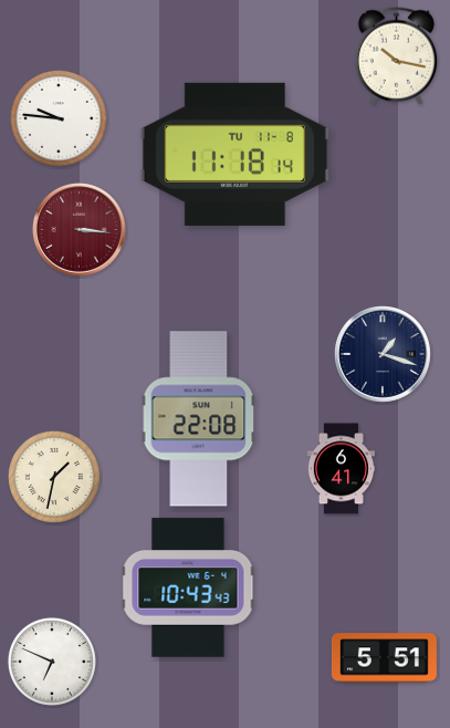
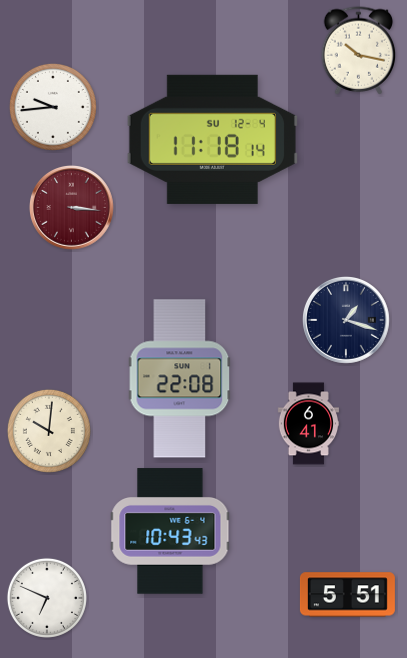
clock at (59, 118): 9:46 -> 9:44
clock at (234, 154) date: TU 11-8 -> SU 12-4
clock at (54, 477): 1:32 -> 10:01
